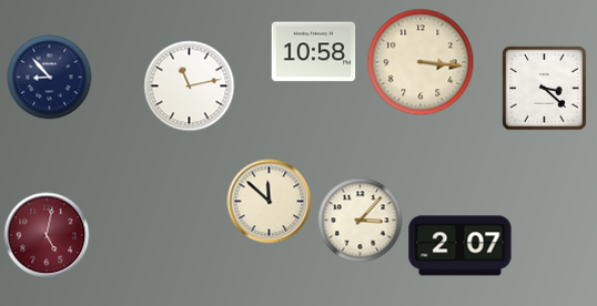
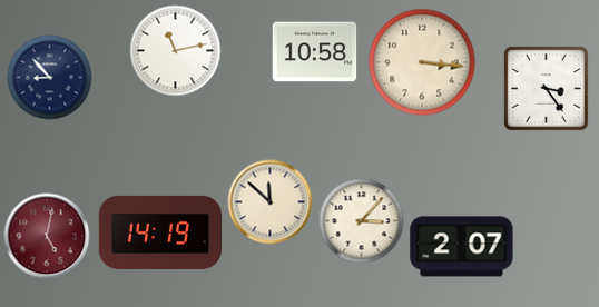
clock at (190, 86) position: (190, 86) -> (176, 51)
clock at (545, 89): 3:22 -> 3:24
clock at (160, 232): none -> 14:19
